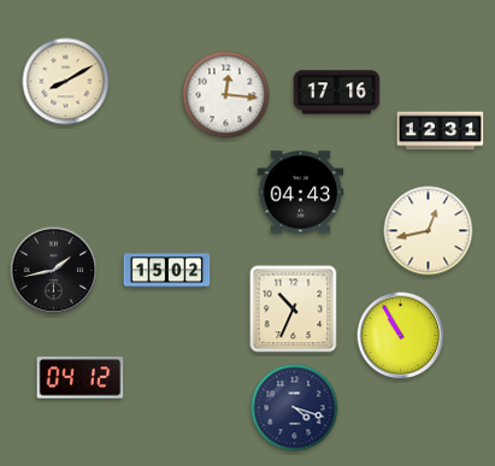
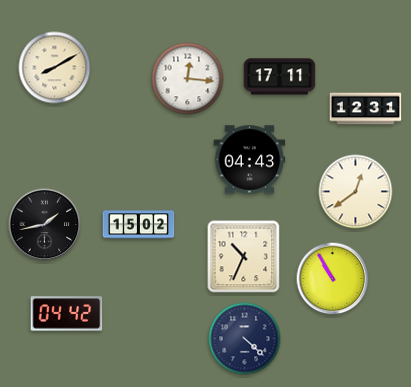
clock at (337, 93): 17:16 -> 17:11
clock at (429, 231): 12:43 -> 12:39
clock at (81, 378): 04:12 -> 04:42
clock at (295, 408): 4:18 -> 4:22
